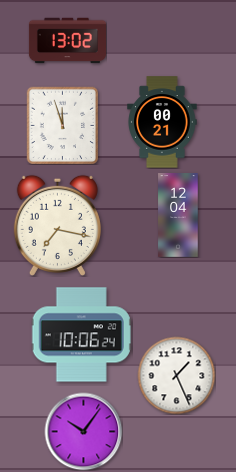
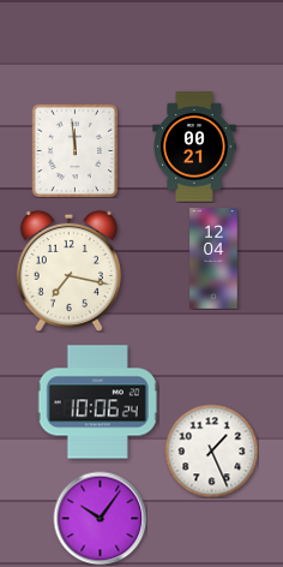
clock at (67, 41): 13:02 -> none
clock at (63, 125): 11:57 -> 11:59
